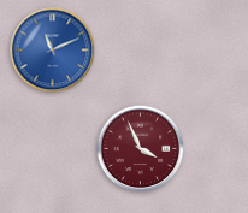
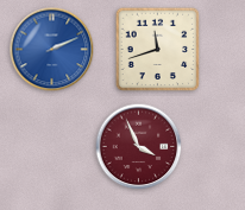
clock at (53, 51): 11:11 -> 2:11
clock at (158, 50): none -> 11:42
